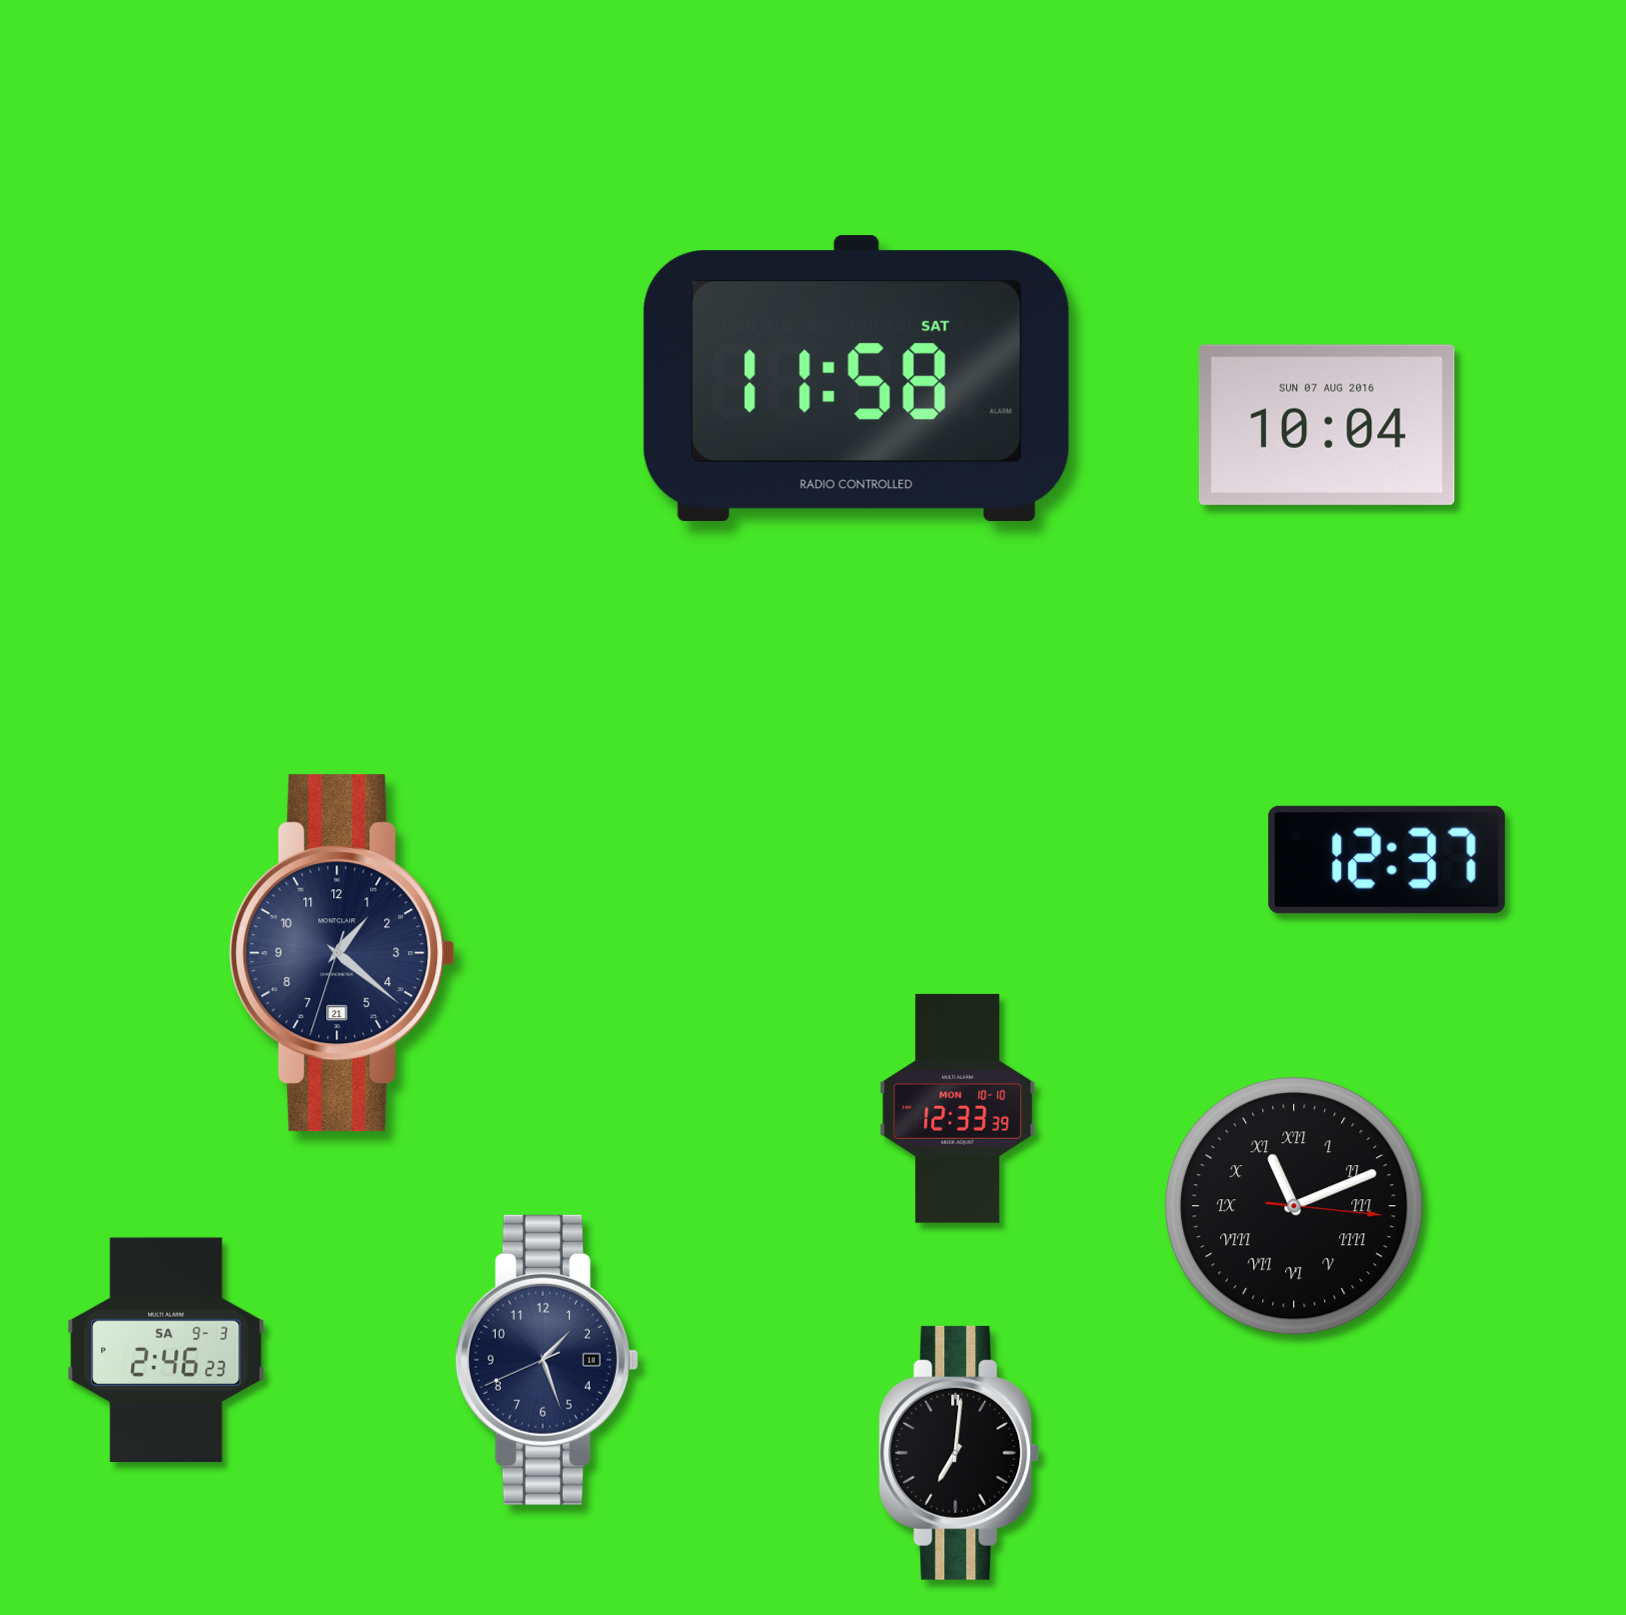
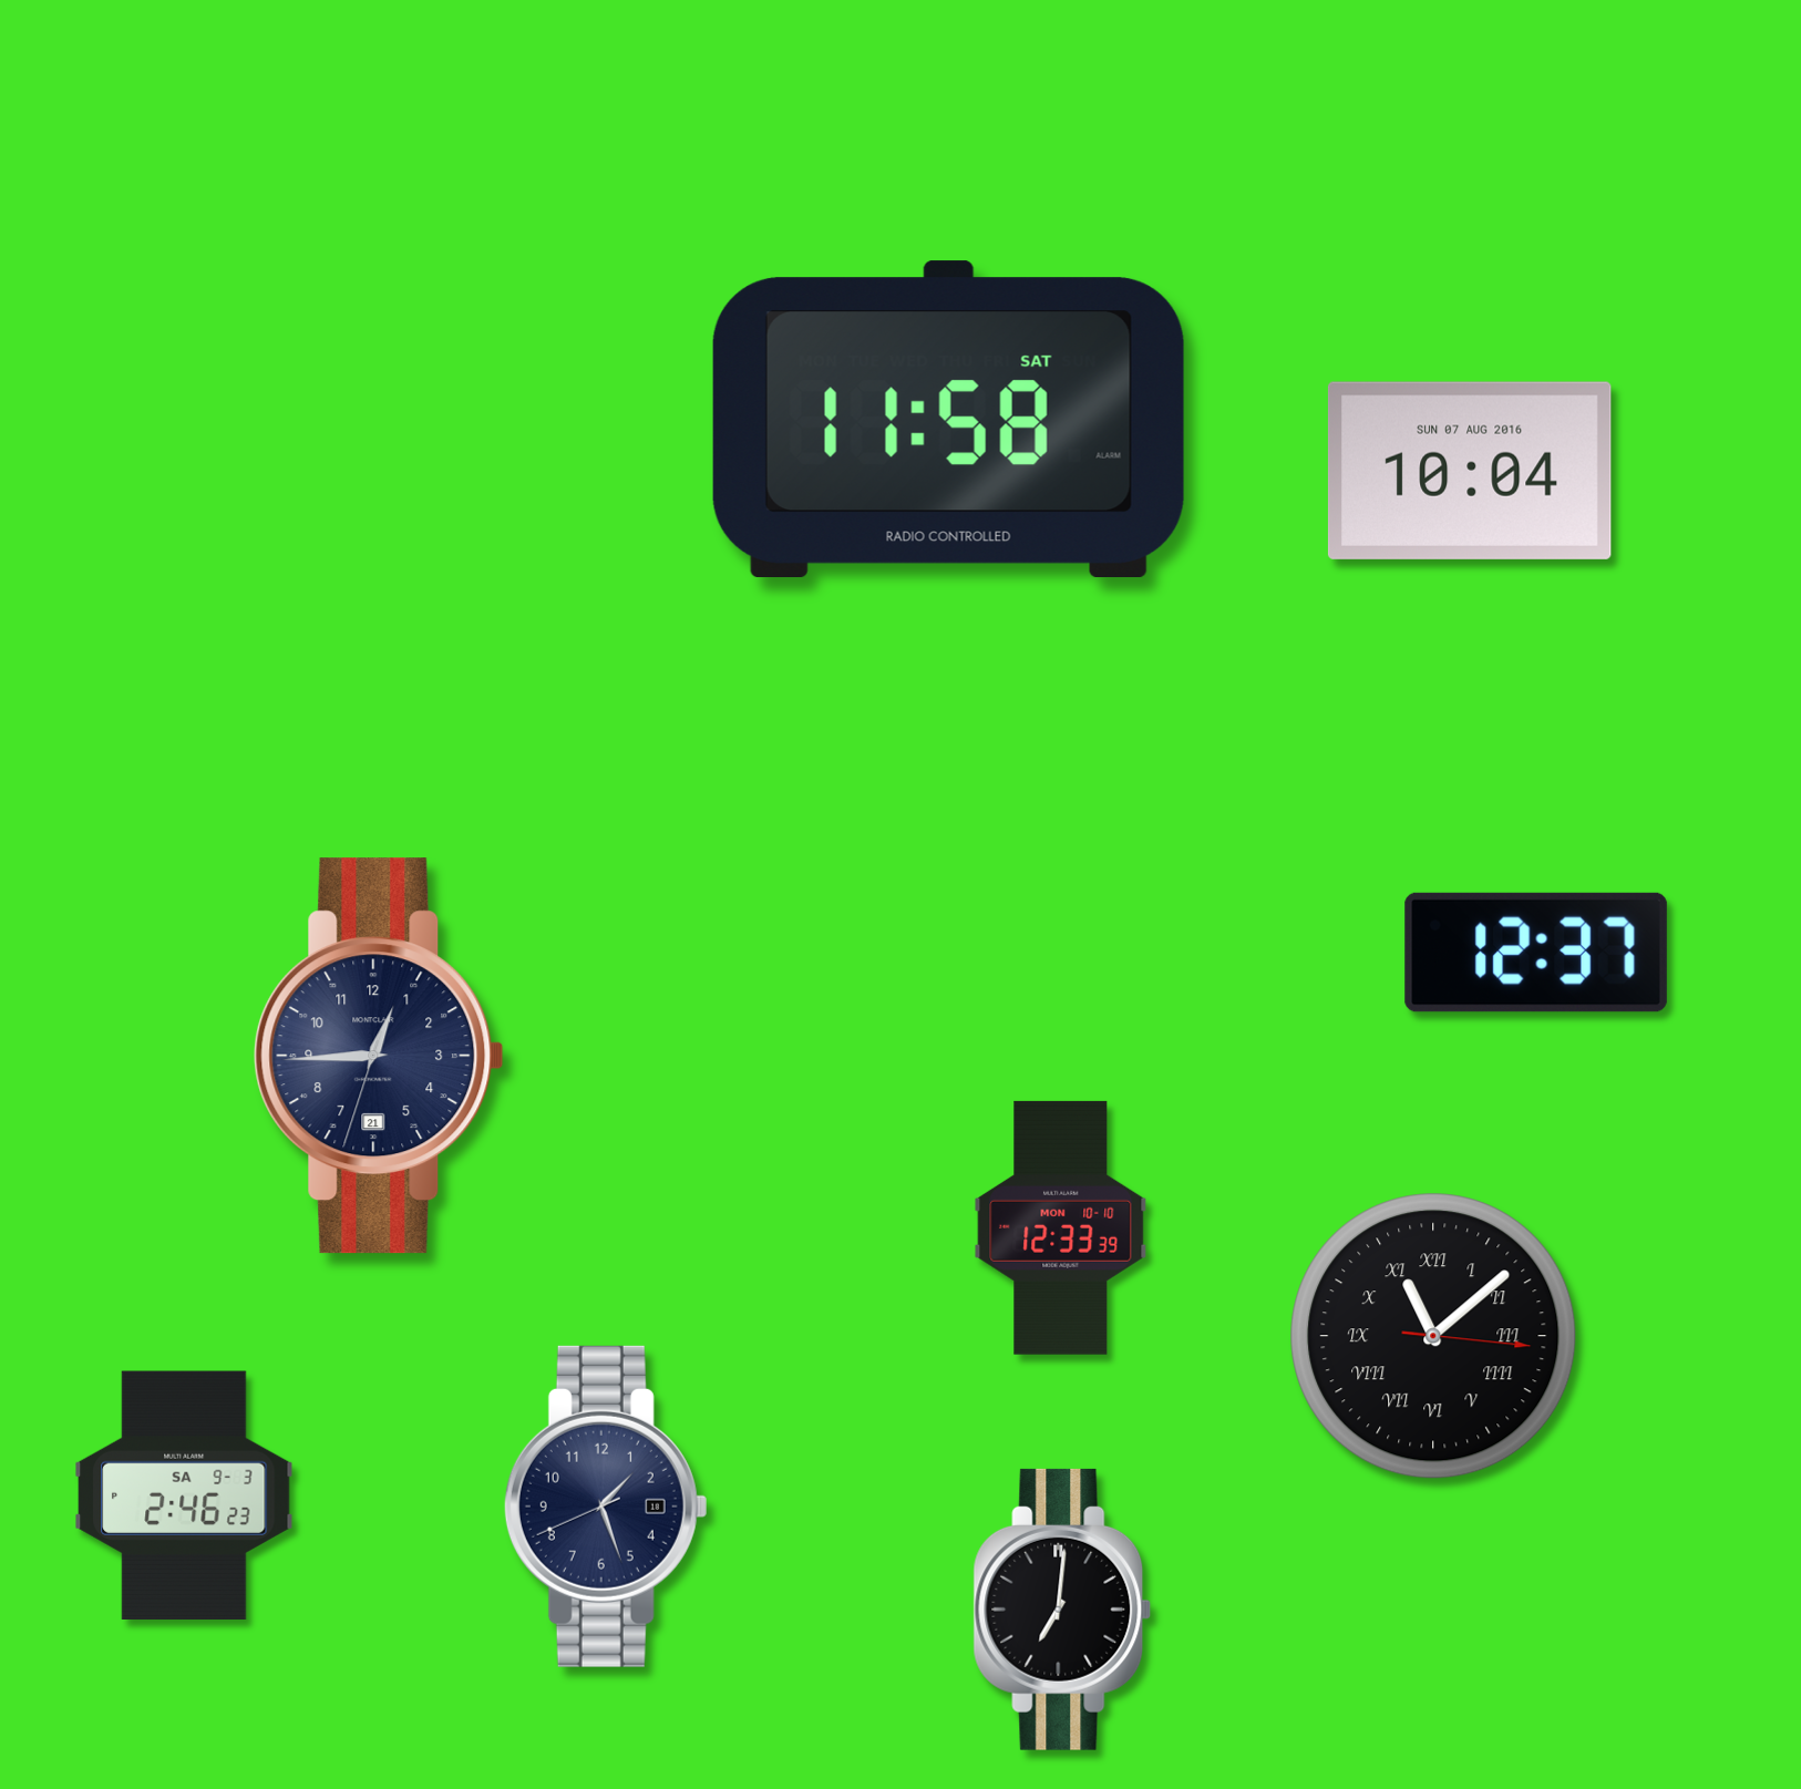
clock at (342, 953): 1:21 -> 12:44
clock at (1294, 1206): 11:11 -> 11:08
